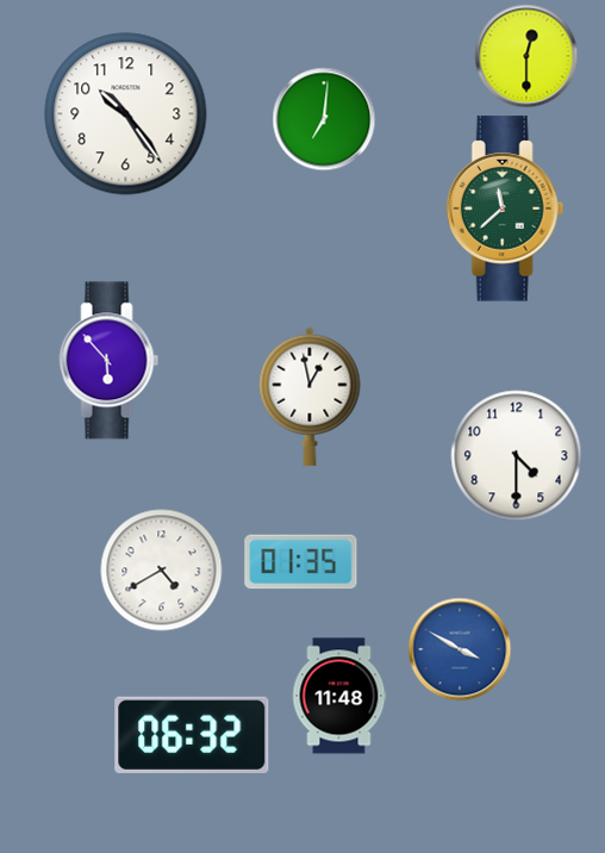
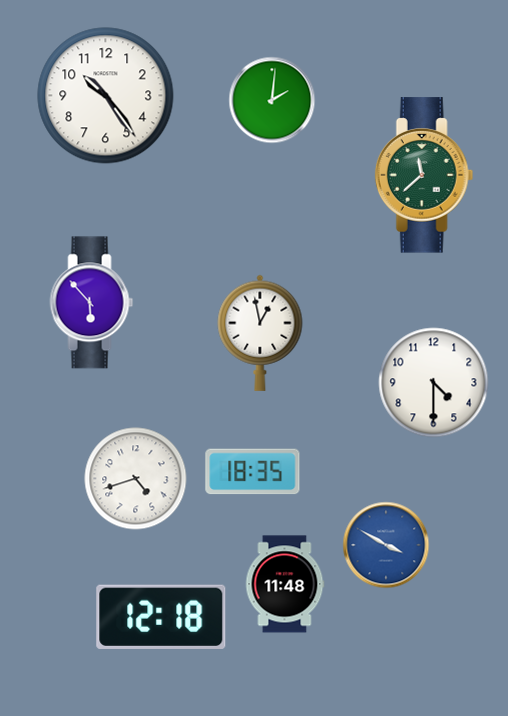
clock at (526, 56): 12:30 -> none
clock at (324, 119): 7:01 -> 2:01
clock at (301, 562): 01:35 -> 18:35
clock at (162, 571): 4:40 -> 4:42
clock at (192, 735): 06:32 -> 12:18
